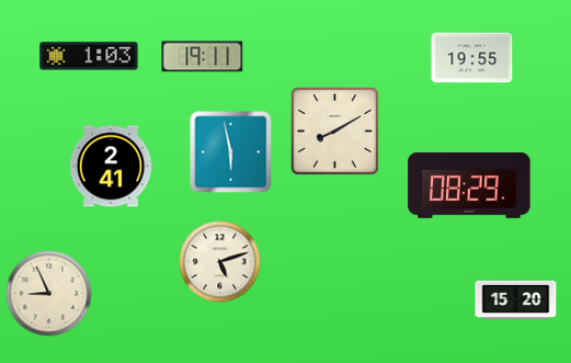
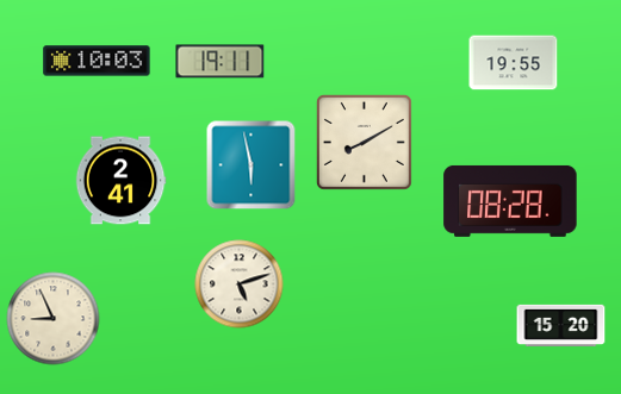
clock at (89, 56): 1:03 -> 10:03
clock at (469, 185): 08:29 -> 08:28
